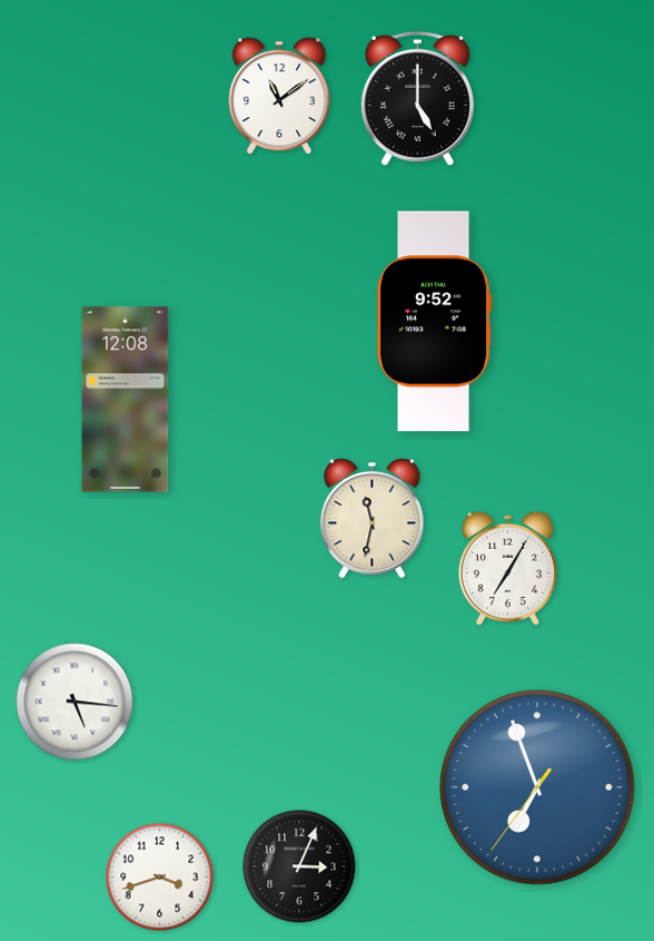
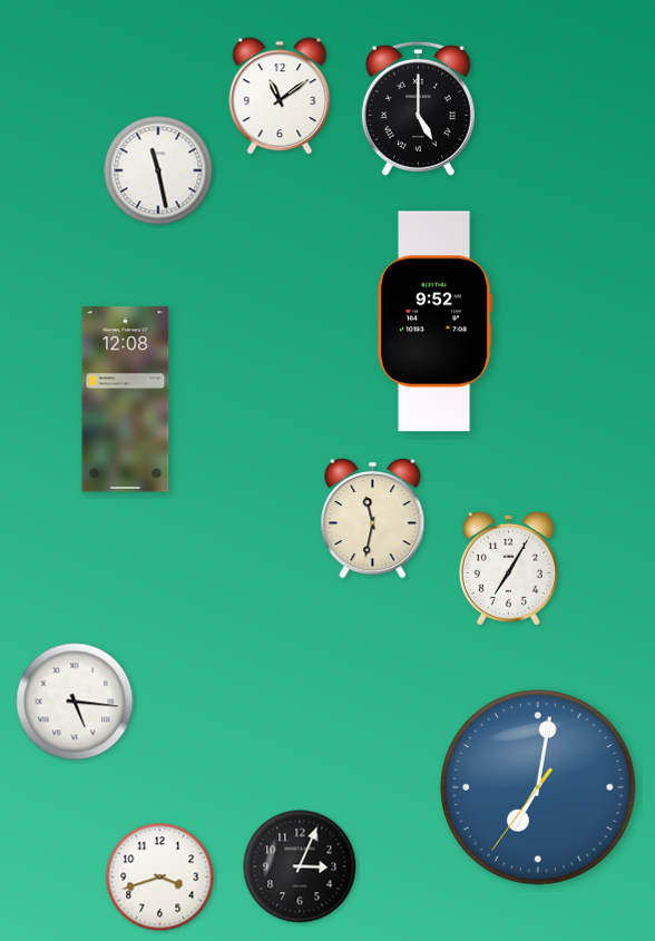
clock at (417, 98) position: (417, 98) -> (418, 108)
clock at (158, 170): none -> 11:28
clock at (537, 787): 6:56 -> 7:01
